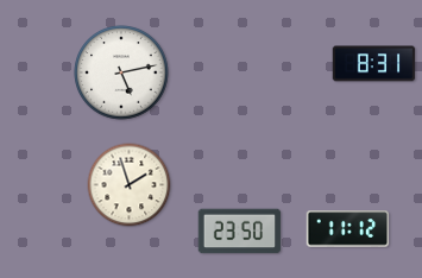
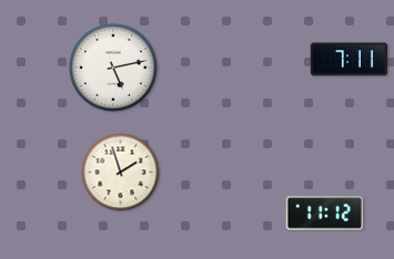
clock at (374, 64): 8:31 -> 7:11
clock at (240, 232): 23:50 -> none
